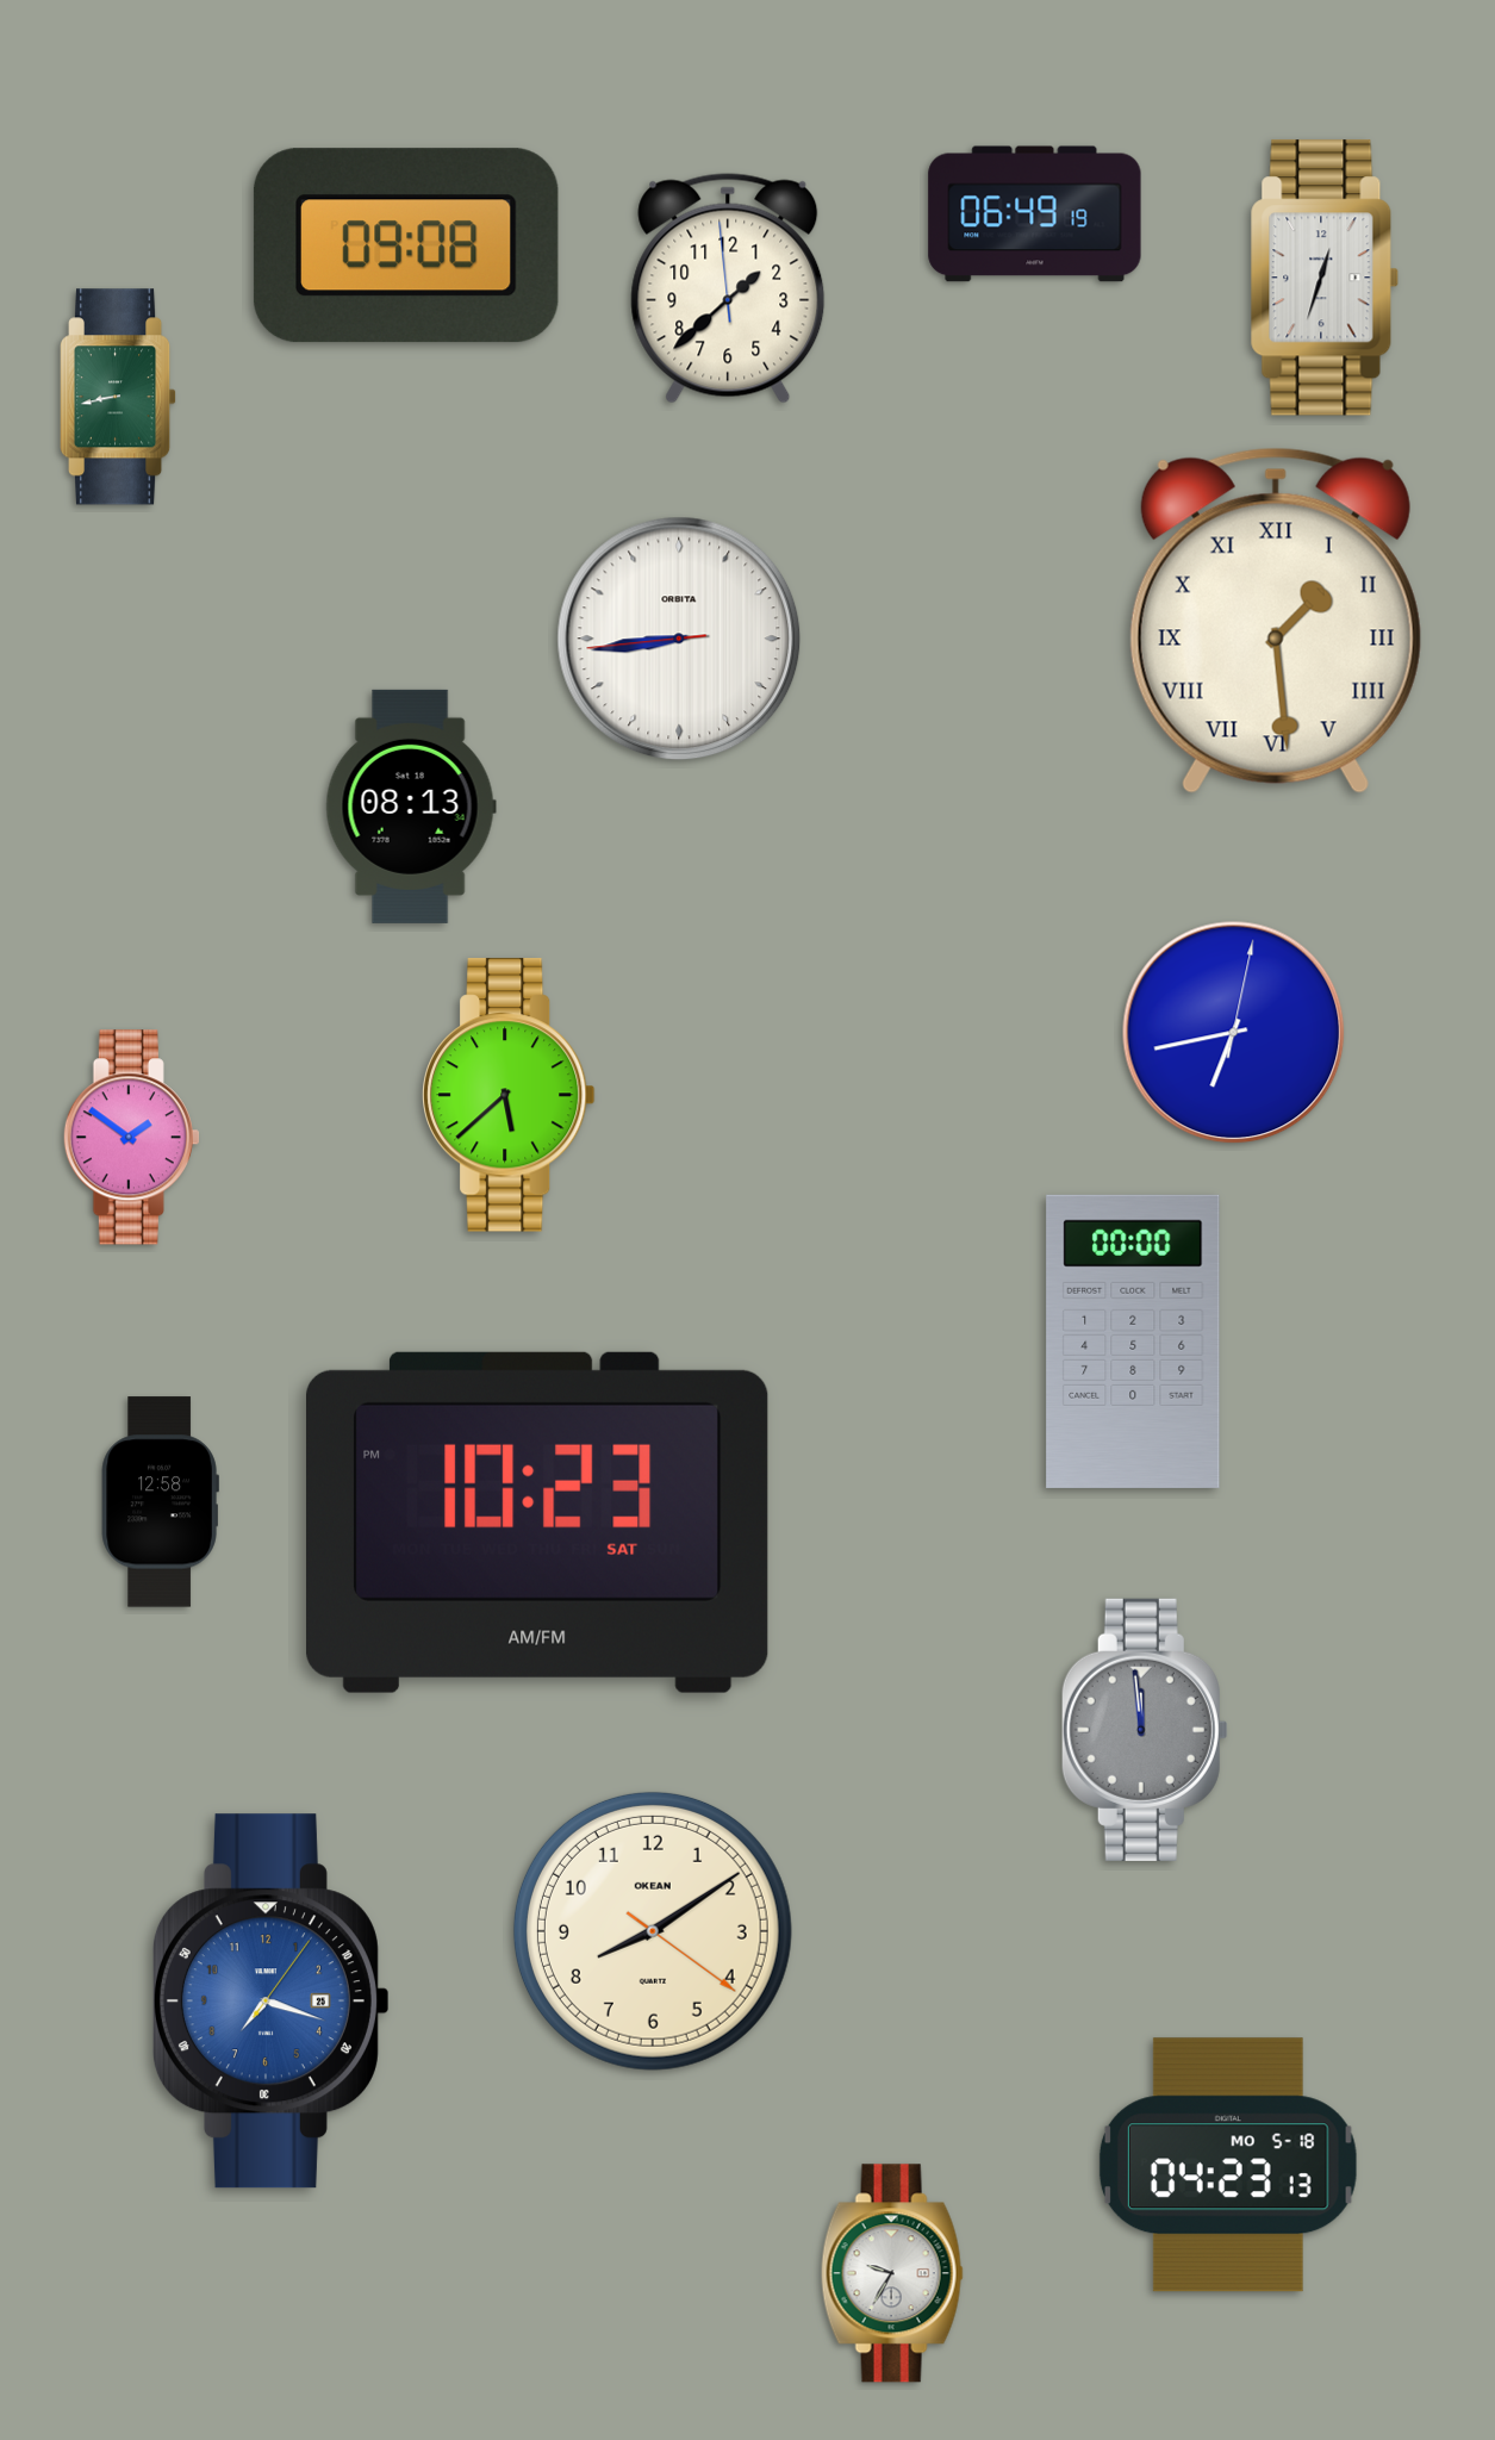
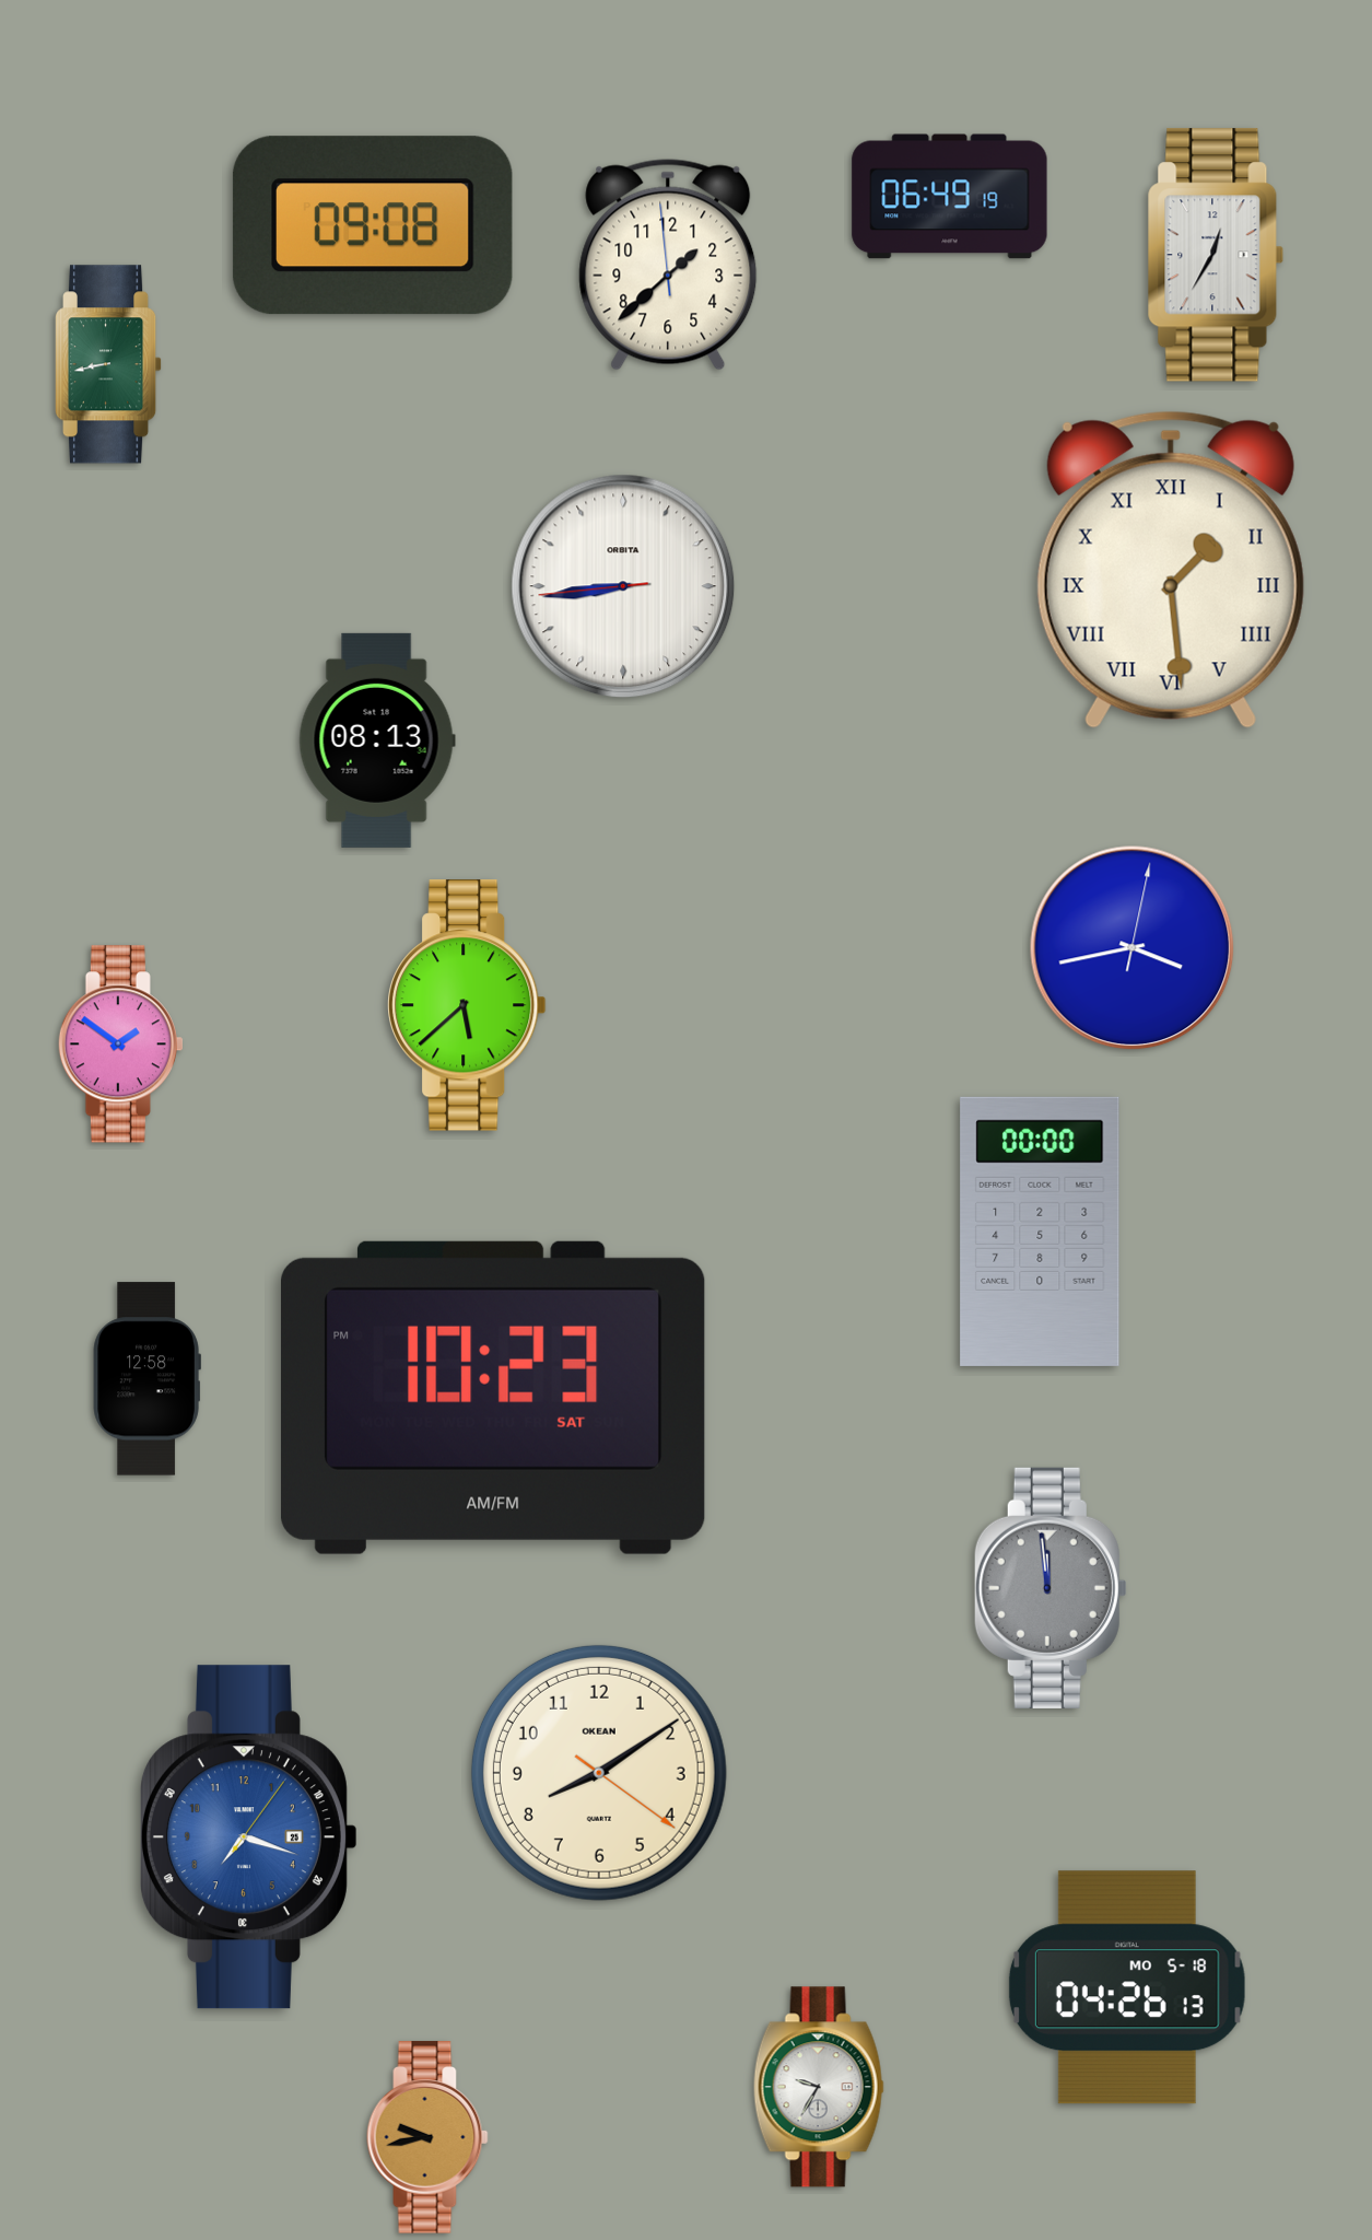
clock at (1325, 278): 12:33 -> 12:35
clock at (1234, 1033): 6:43 -> 3:43
clock at (1228, 2165): 04:23 -> 04:26
clock at (427, 2137): none -> 9:43
